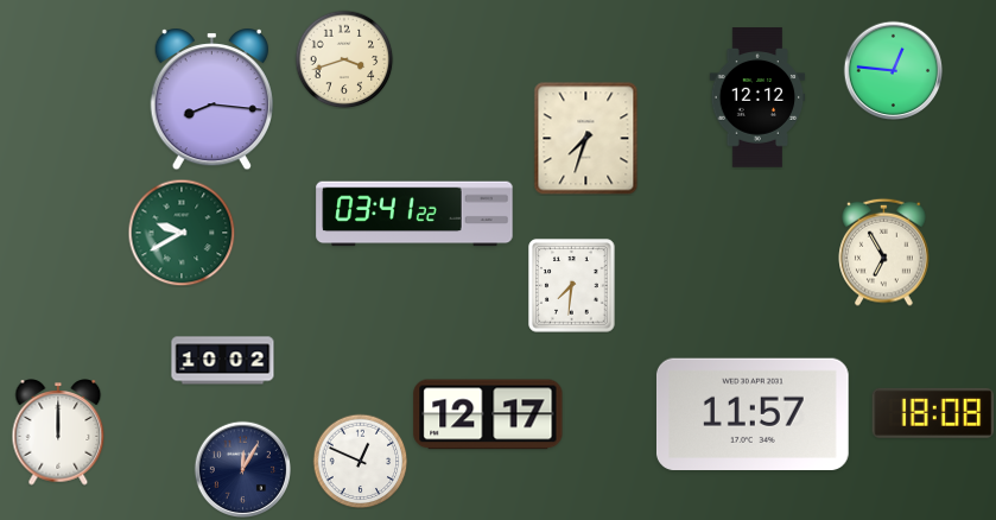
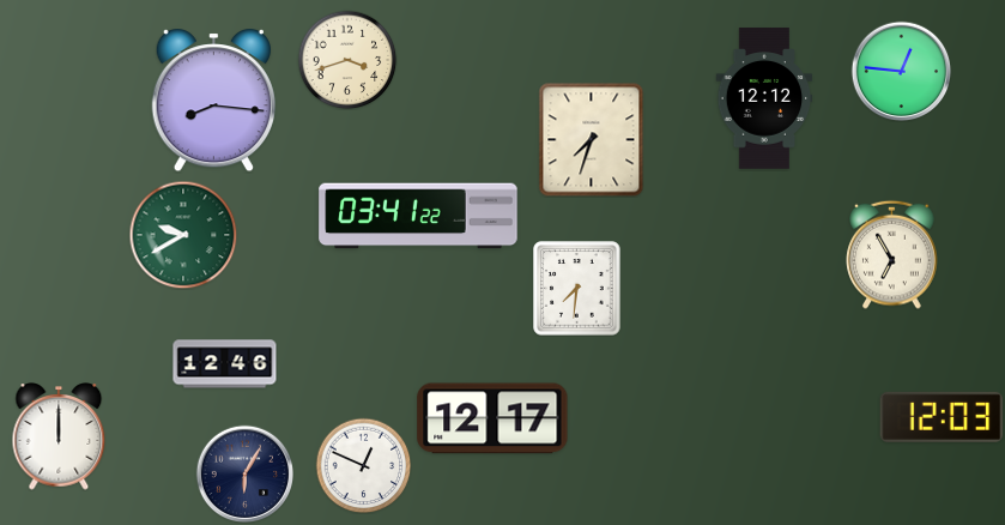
clock at (223, 361): 10:02 -> 12:46
clock at (753, 413): 11:57 -> none
clock at (933, 413): 18:08 -> 12:03
clock at (242, 469): 12:05 -> 6:05
